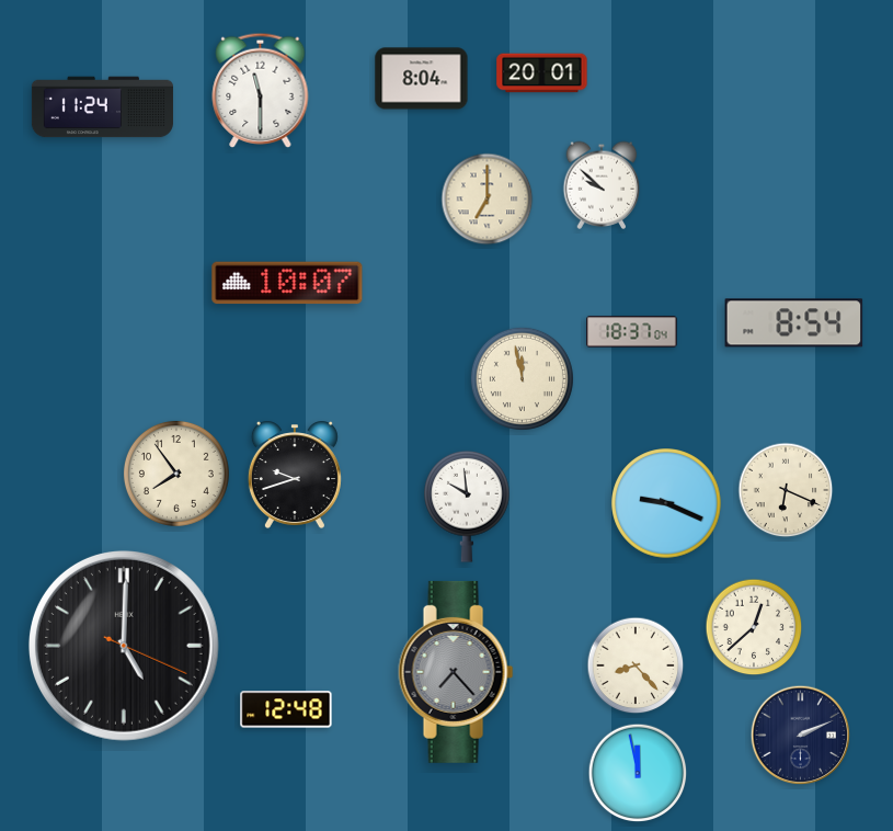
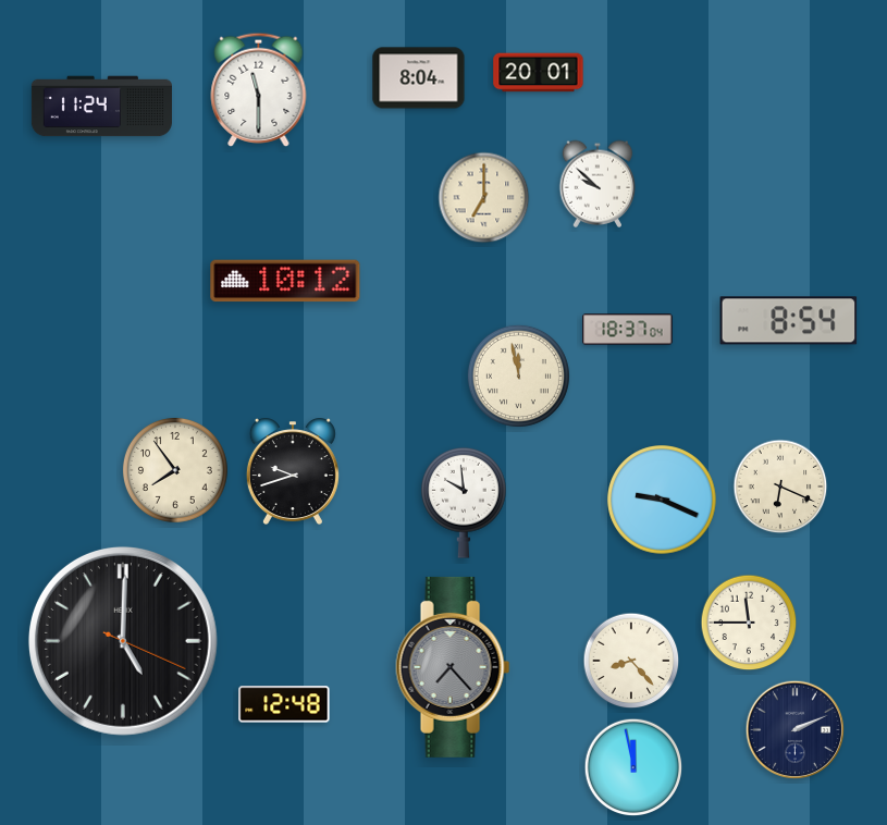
clock at (287, 283): 10:07 -> 10:12
clock at (754, 627): 12:38 -> 11:45
